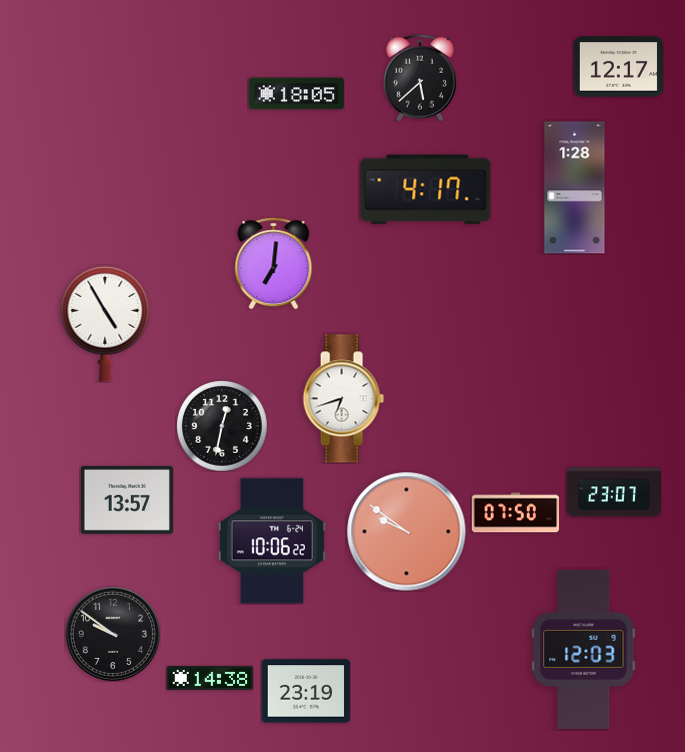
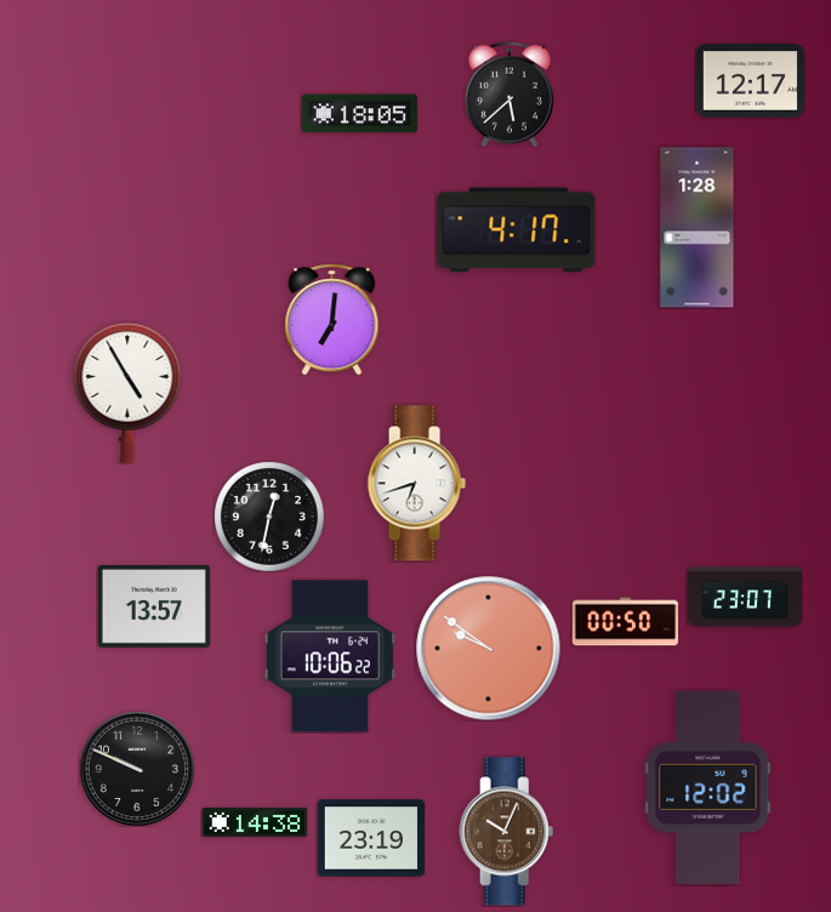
clock at (515, 513): 07:50 -> 00:50
clock at (407, 532) position: (407, 532) -> (489, 649)
clock at (113, 634): 9:51 -> 9:49
clock at (584, 649): 12:03 -> 12:02
clock at (507, 832): none -> 10:04
